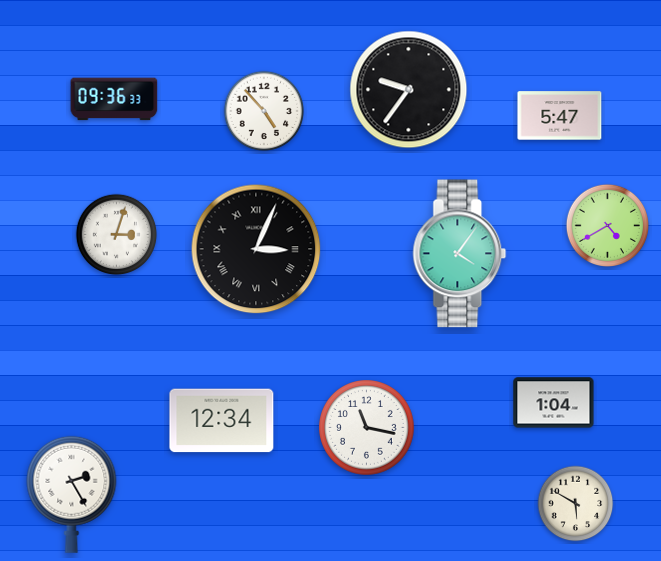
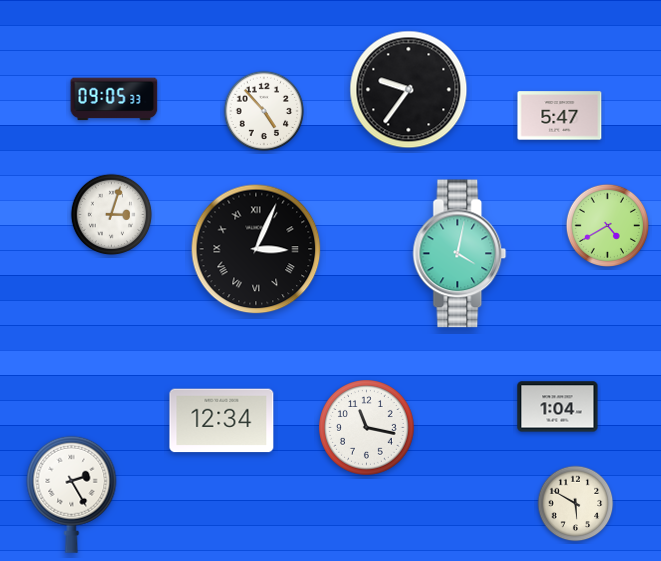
clock at (114, 99): 09:36 -> 09:05
clock at (117, 235) position: (117, 235) -> (112, 215)
clock at (460, 254): 4:06 -> 4:02
clock at (554, 403) position: (554, 403) -> (558, 407)
